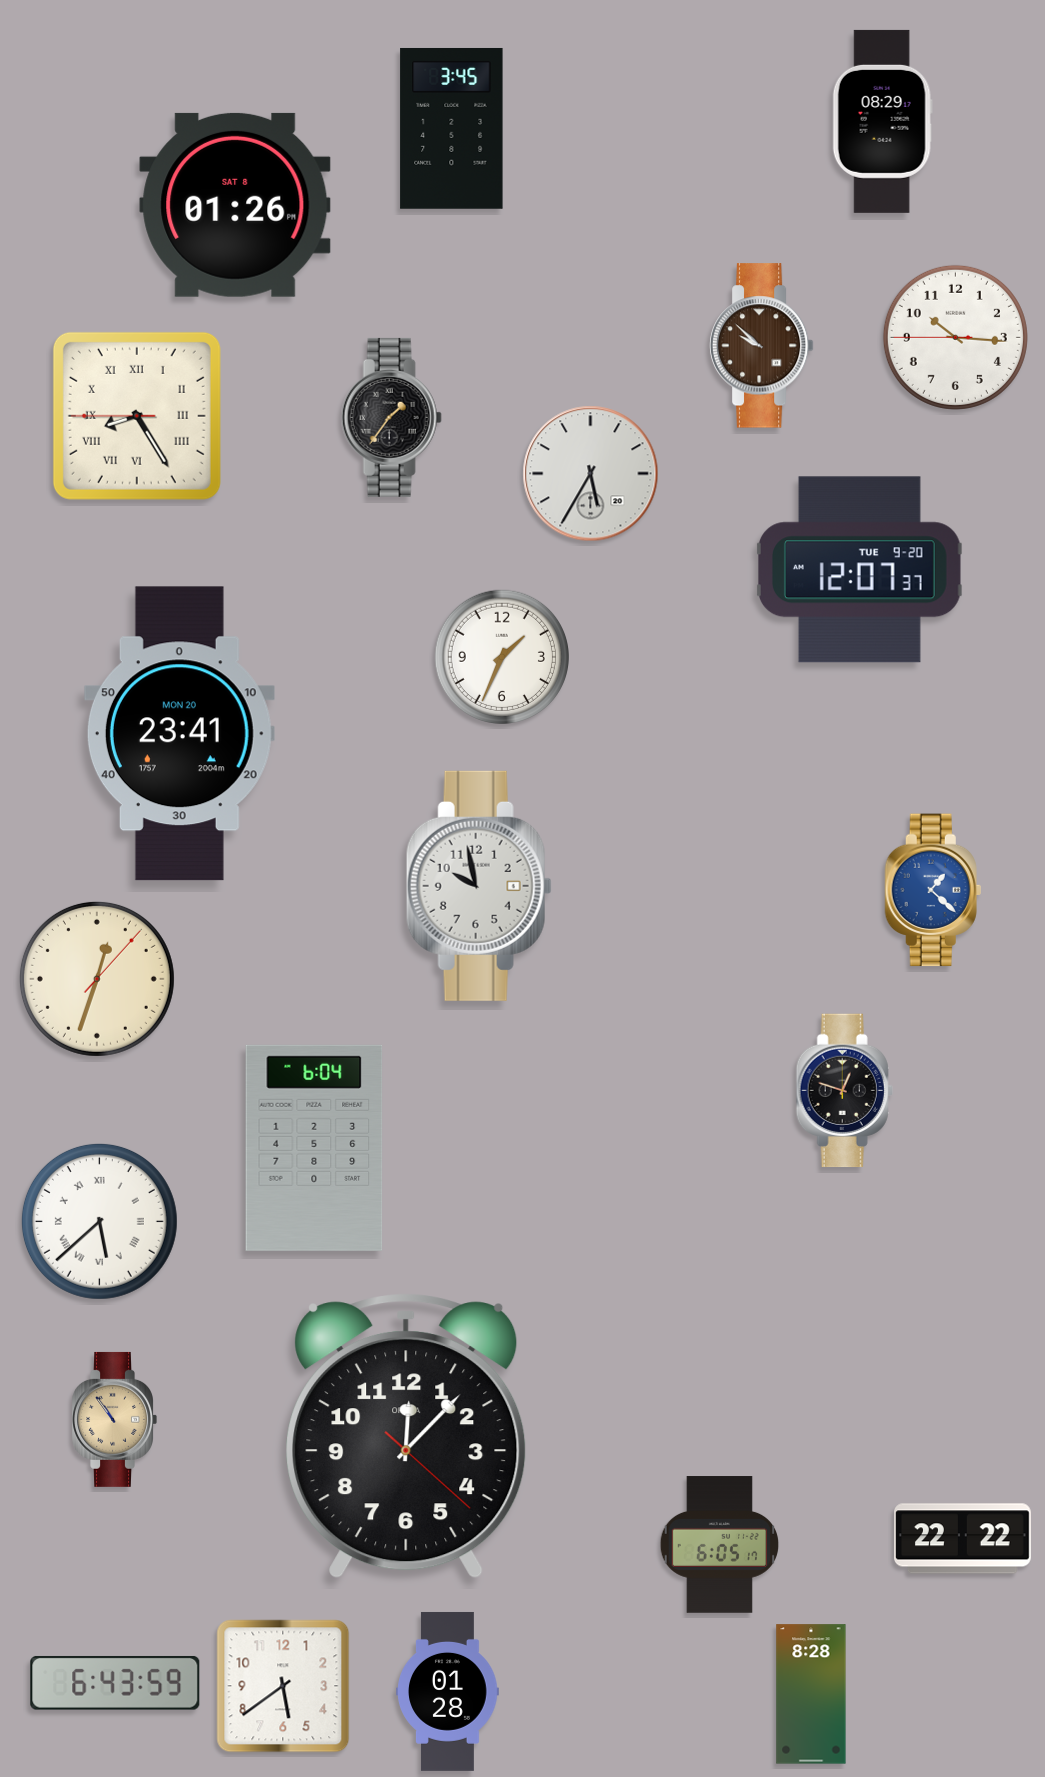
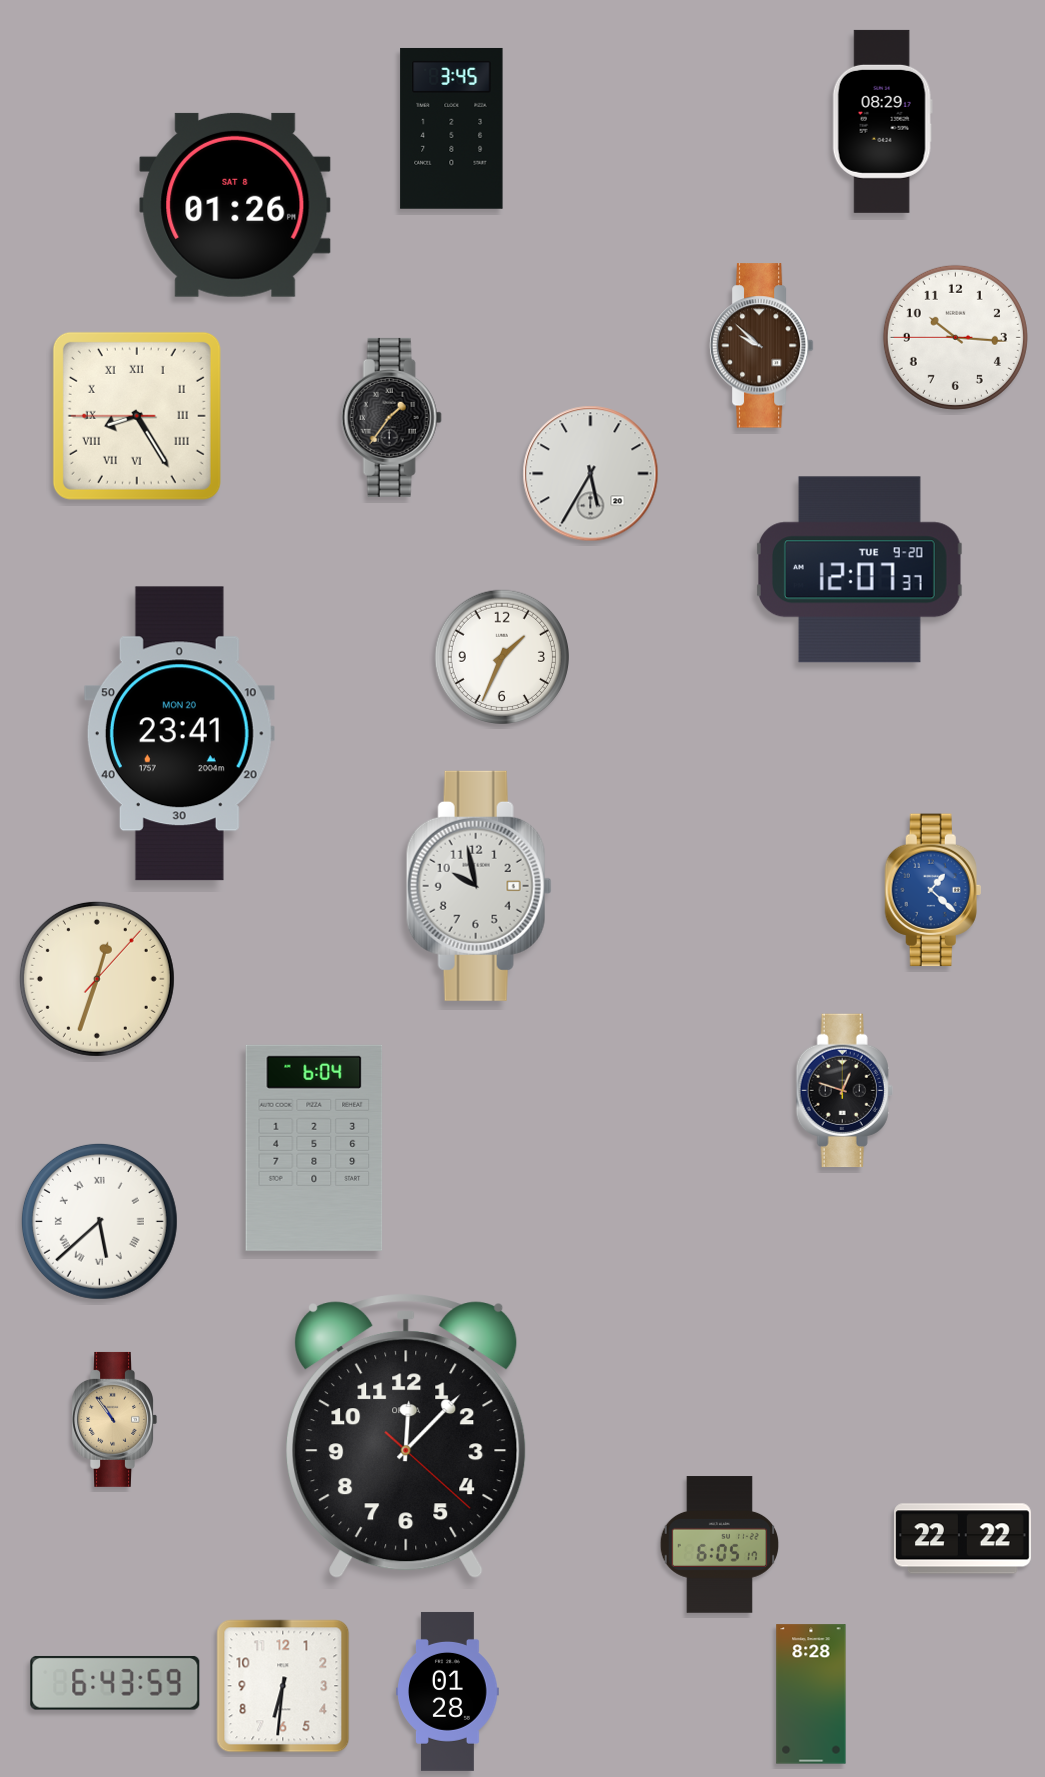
clock at (283, 1686): 5:39 -> 6:31
